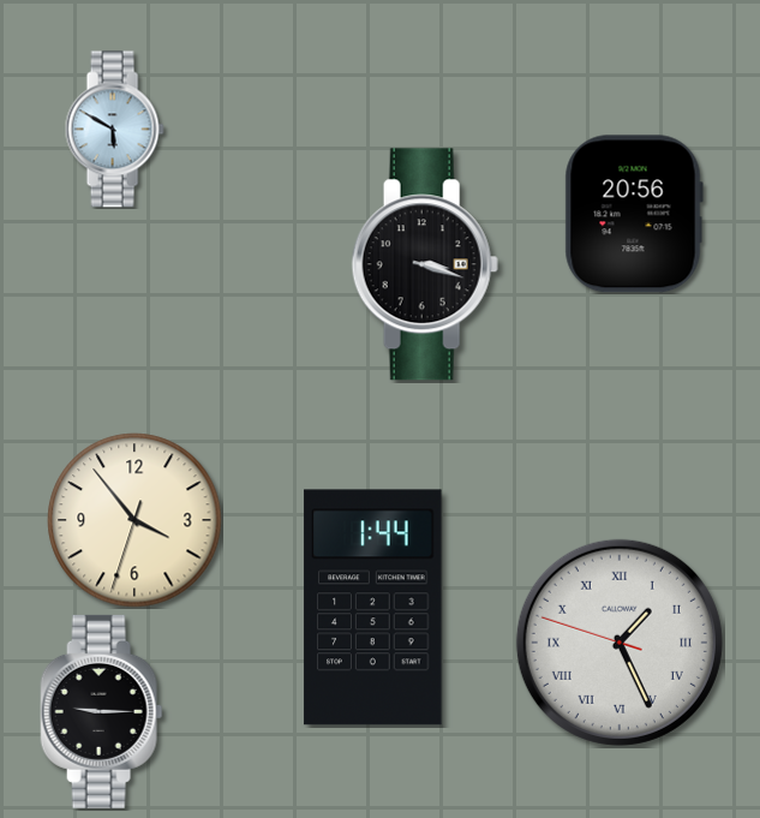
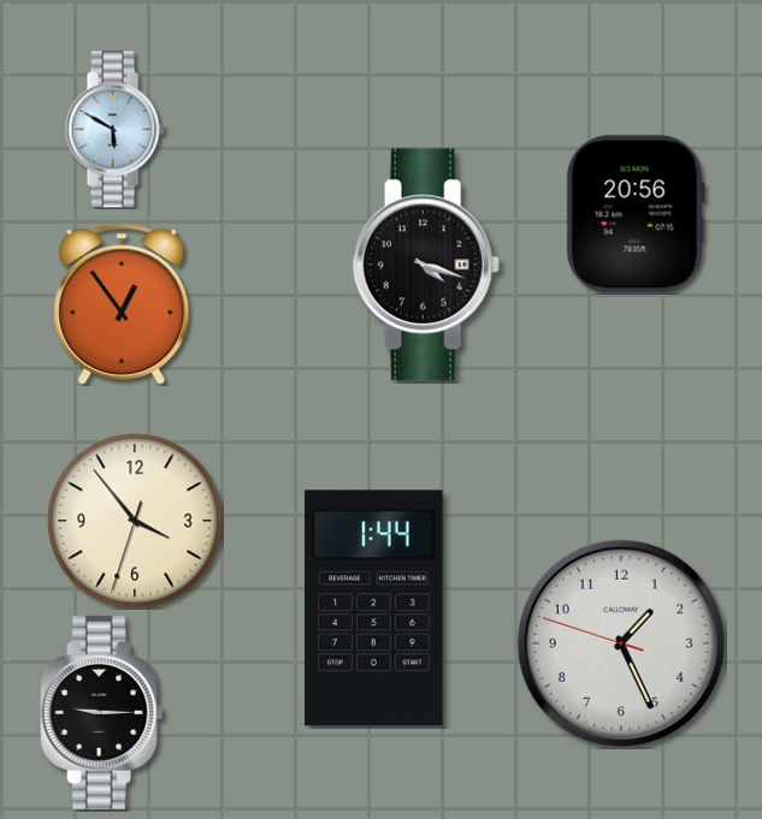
clock at (425, 264): 3:18 -> 4:18
clock at (122, 304): none -> 12:54
clock at (620, 643) numerals: Roman -> Arabic
